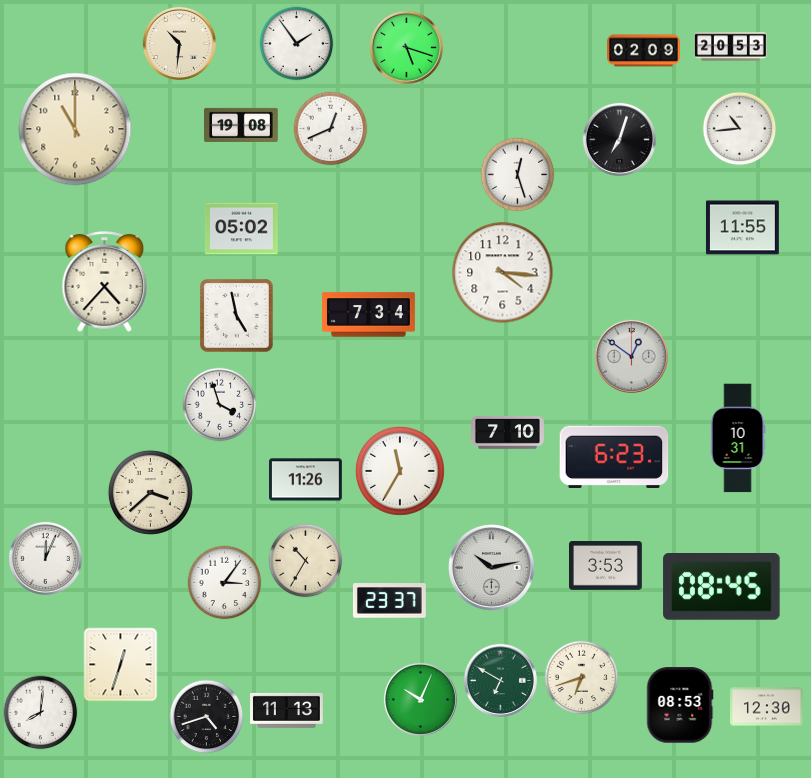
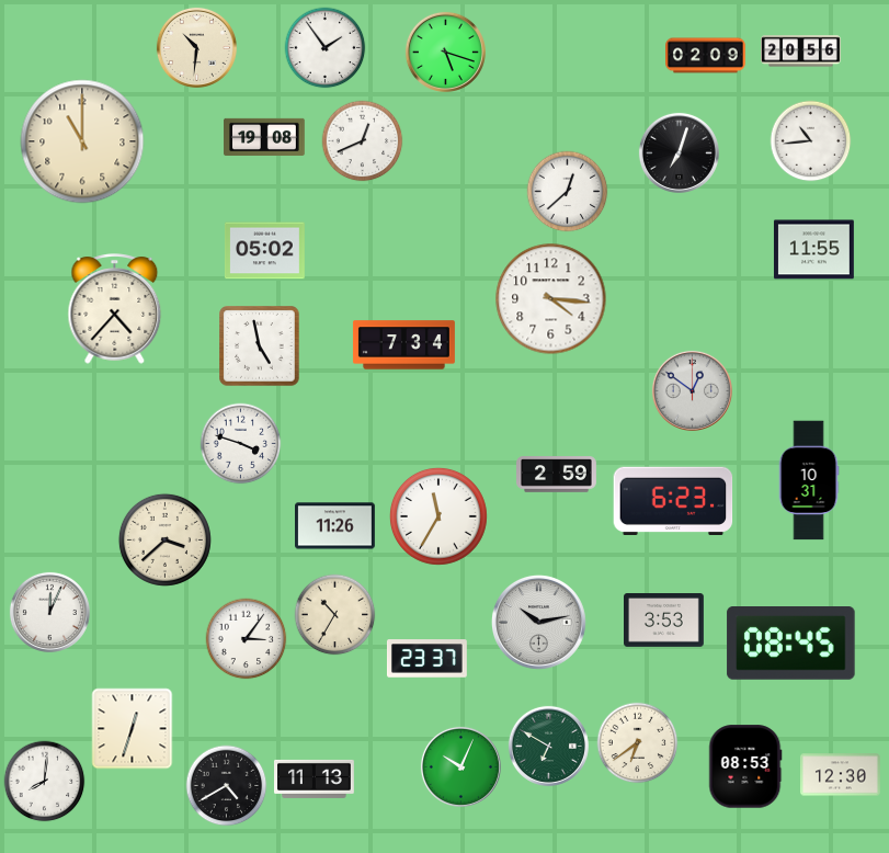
clock at (731, 47): 20:53 -> 20:56
clock at (518, 175): 12:27 -> 12:38
clock at (220, 405): 3:57 -> 3:48
clock at (508, 433): 7:10 -> 2:59
clock at (582, 678): 6:42 -> 6:39
clock at (680, 705) position: (680, 705) -> (745, 766)
clock at (207, 717): 4:42 -> 4:40
